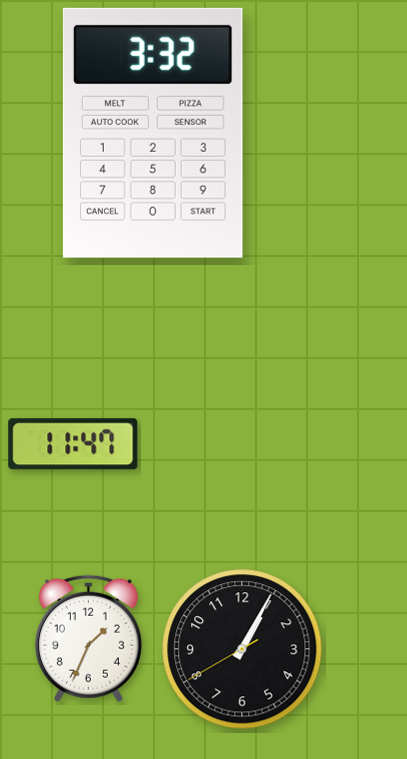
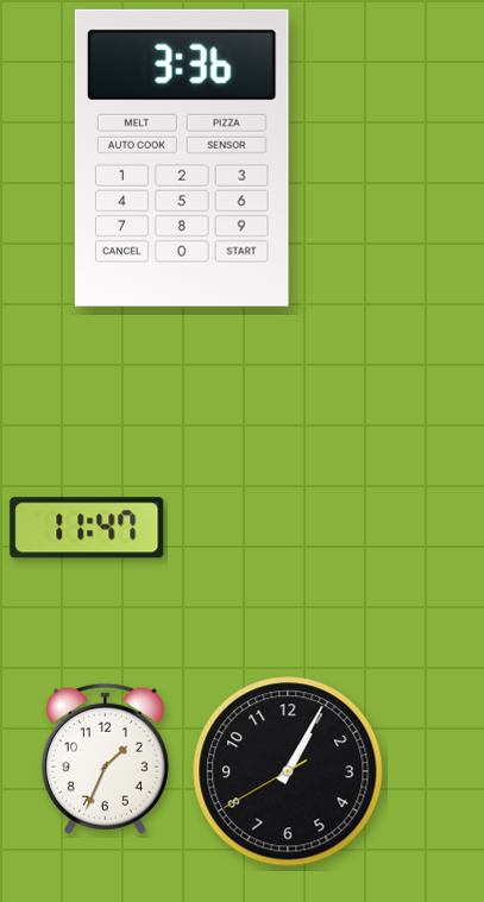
clock at (153, 133): 3:32 -> 3:36
